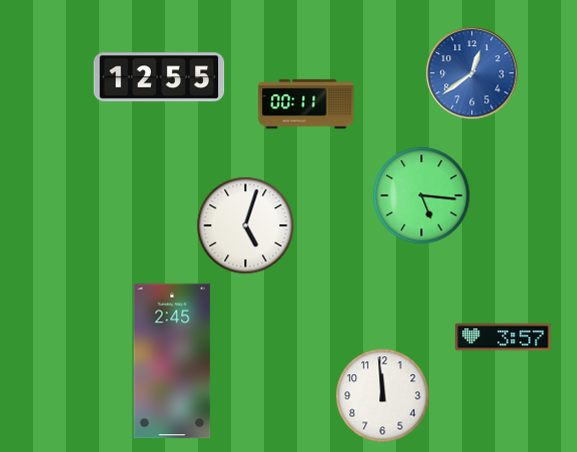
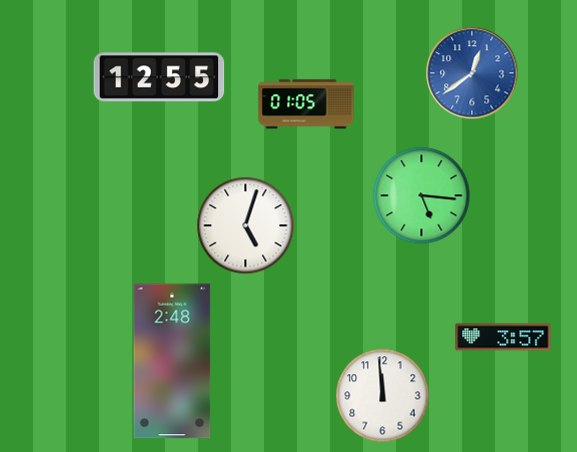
clock at (306, 104): 00:11 -> 01:05
clock at (172, 361): 2:45 -> 2:48
